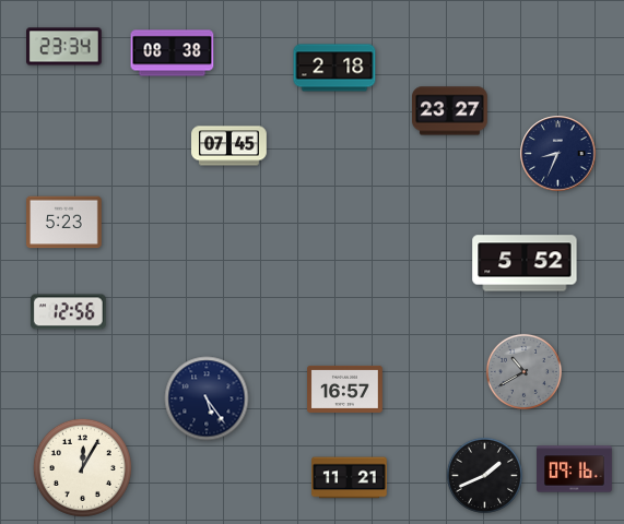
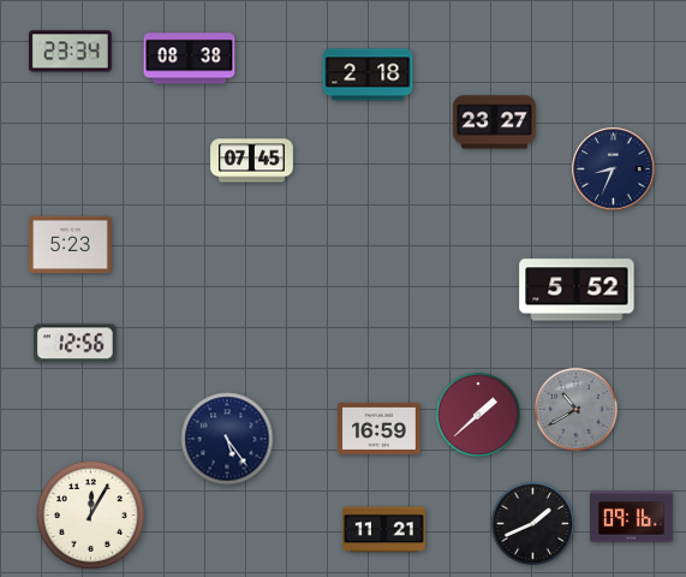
clock at (478, 415): none -> 1:38
clock at (345, 389): 16:57 -> 16:59
clock at (350, 478) position: (350, 478) -> (384, 530)
